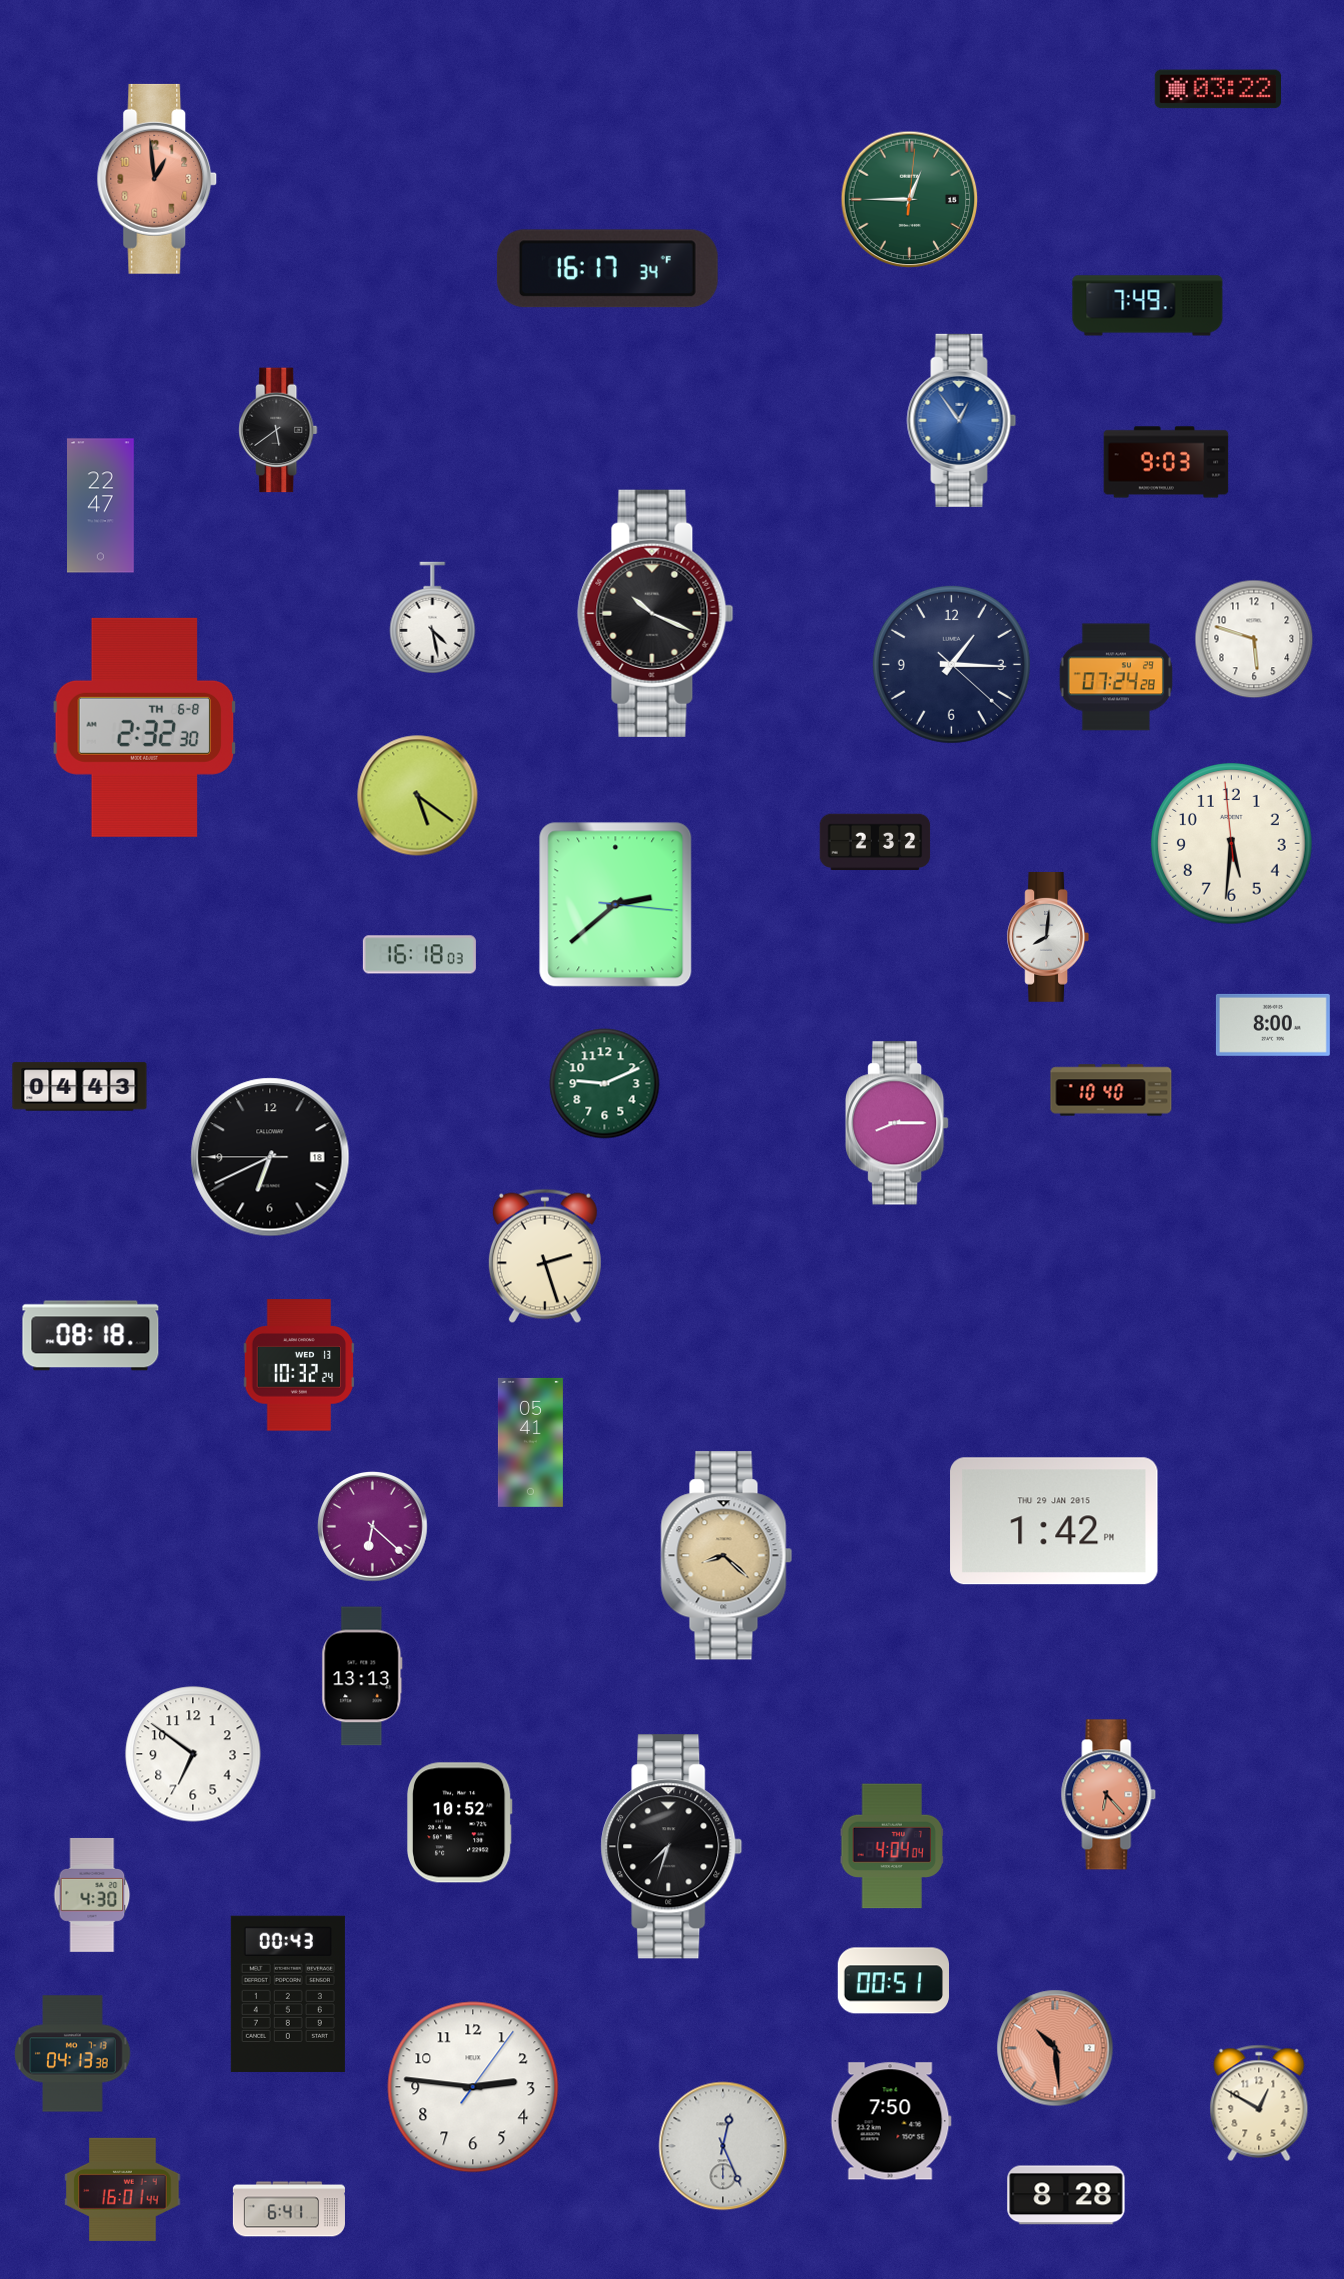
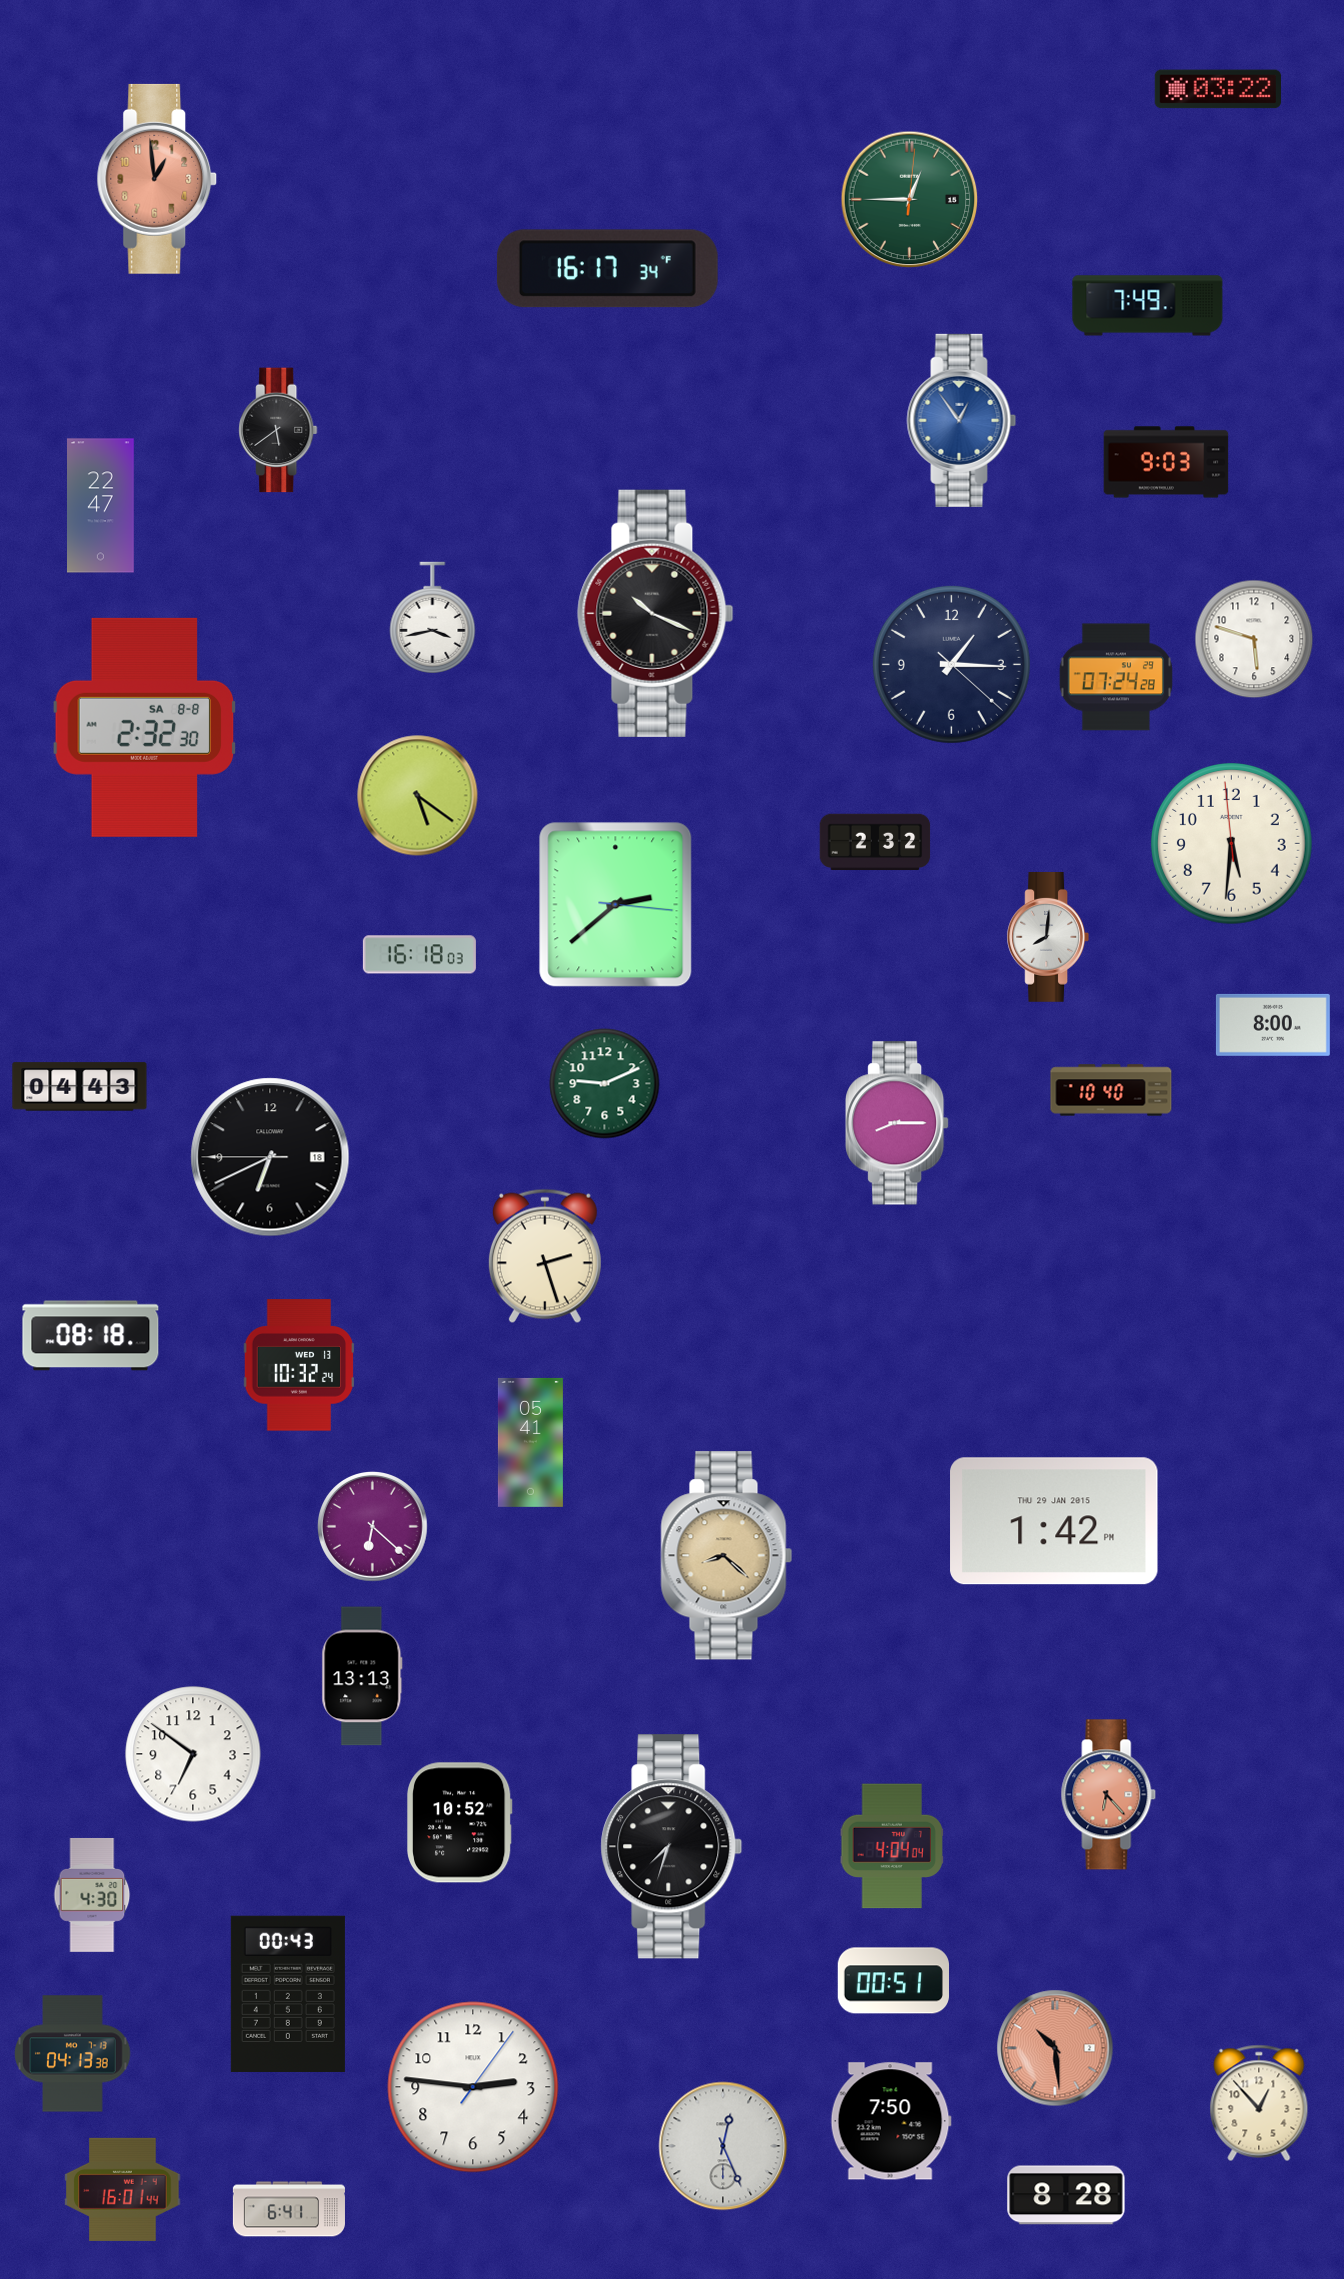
clock at (433, 618): 4:28 -> 3:43
clock at (145, 727) date: TH 6-8 -> SA 8-8
clock at (1259, 2103): 12:50 -> 12:53
